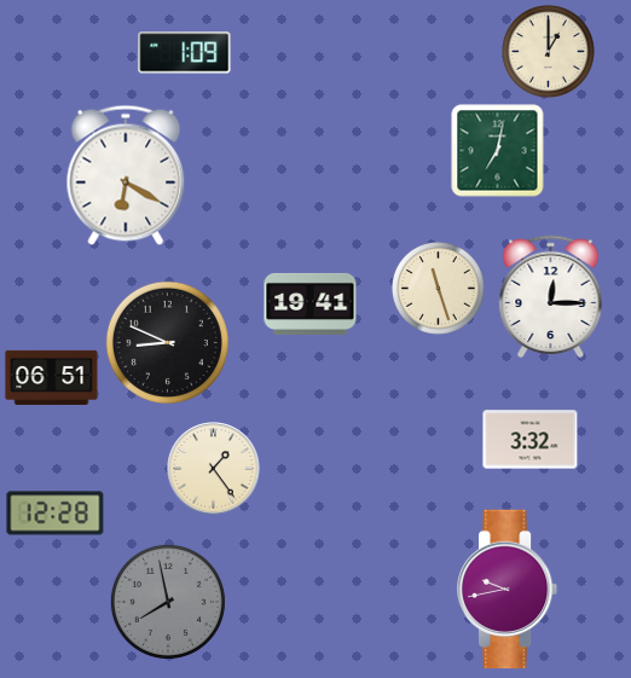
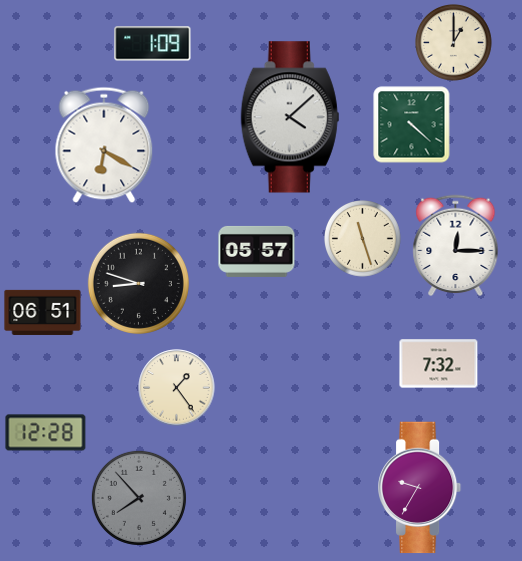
clock at (290, 117): none -> 4:08
clock at (498, 151): 7:02 -> 4:22
clock at (311, 303): 19:41 -> 05:57
clock at (167, 342): 8:49 -> 8:48
clock at (531, 440): 3:32 -> 7:32
clock at (56, 514) position: (56, 514) -> (46, 433)
clock at (508, 590): 9:43 -> 9:35
clock at (168, 602): 7:58 -> 7:53
